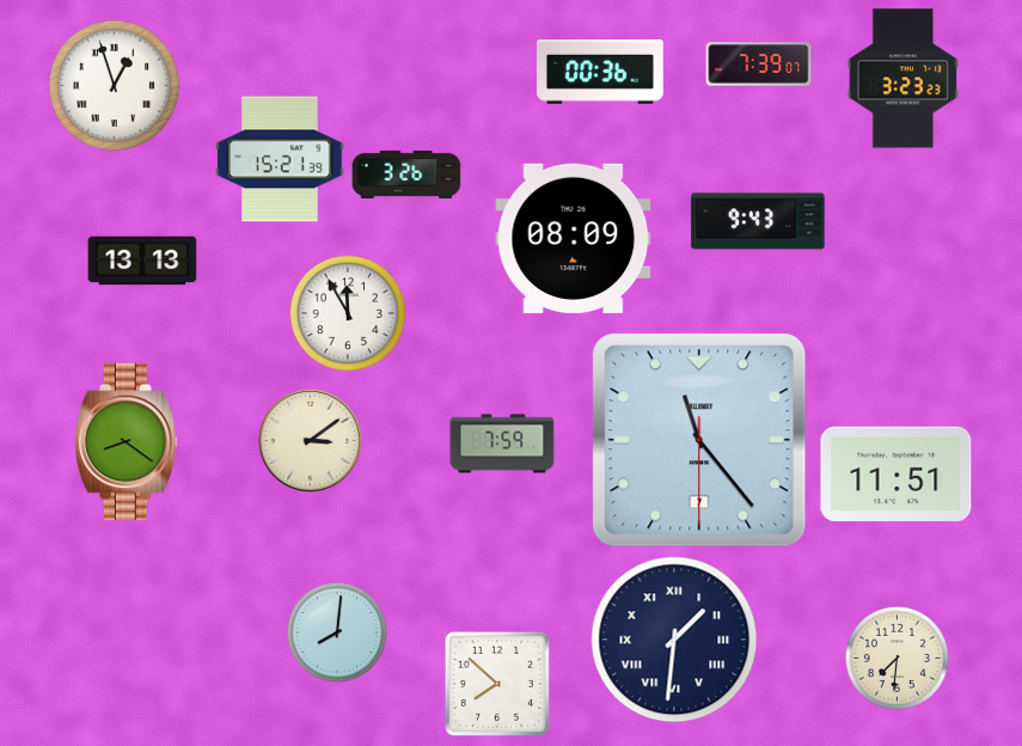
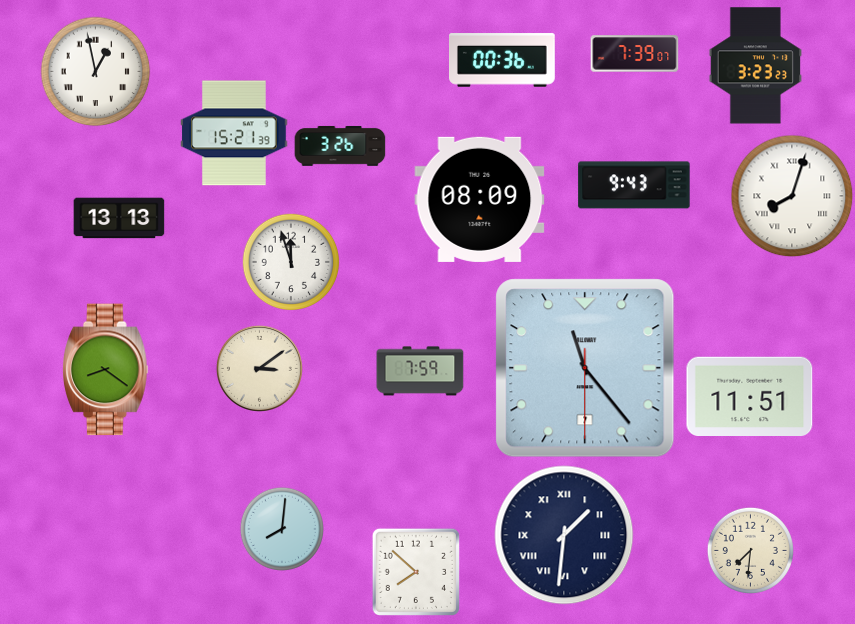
clock at (115, 86): 12:57 -> 12:58
clock at (792, 196): none -> 8:03
clock at (348, 313): 11:55 -> 11:57
